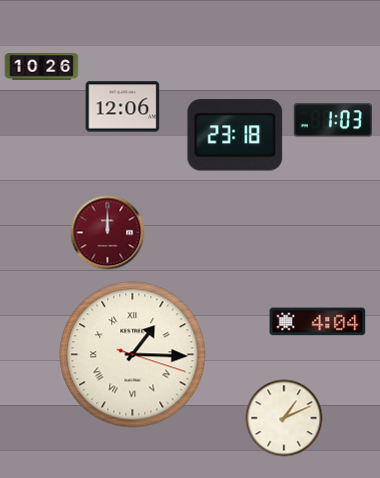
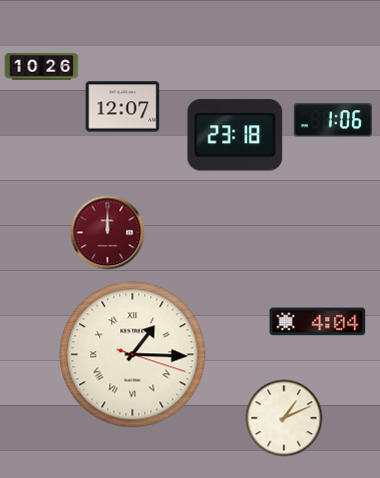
clock at (123, 107): 12:06 -> 12:07
clock at (333, 120): 1:03 -> 1:06
